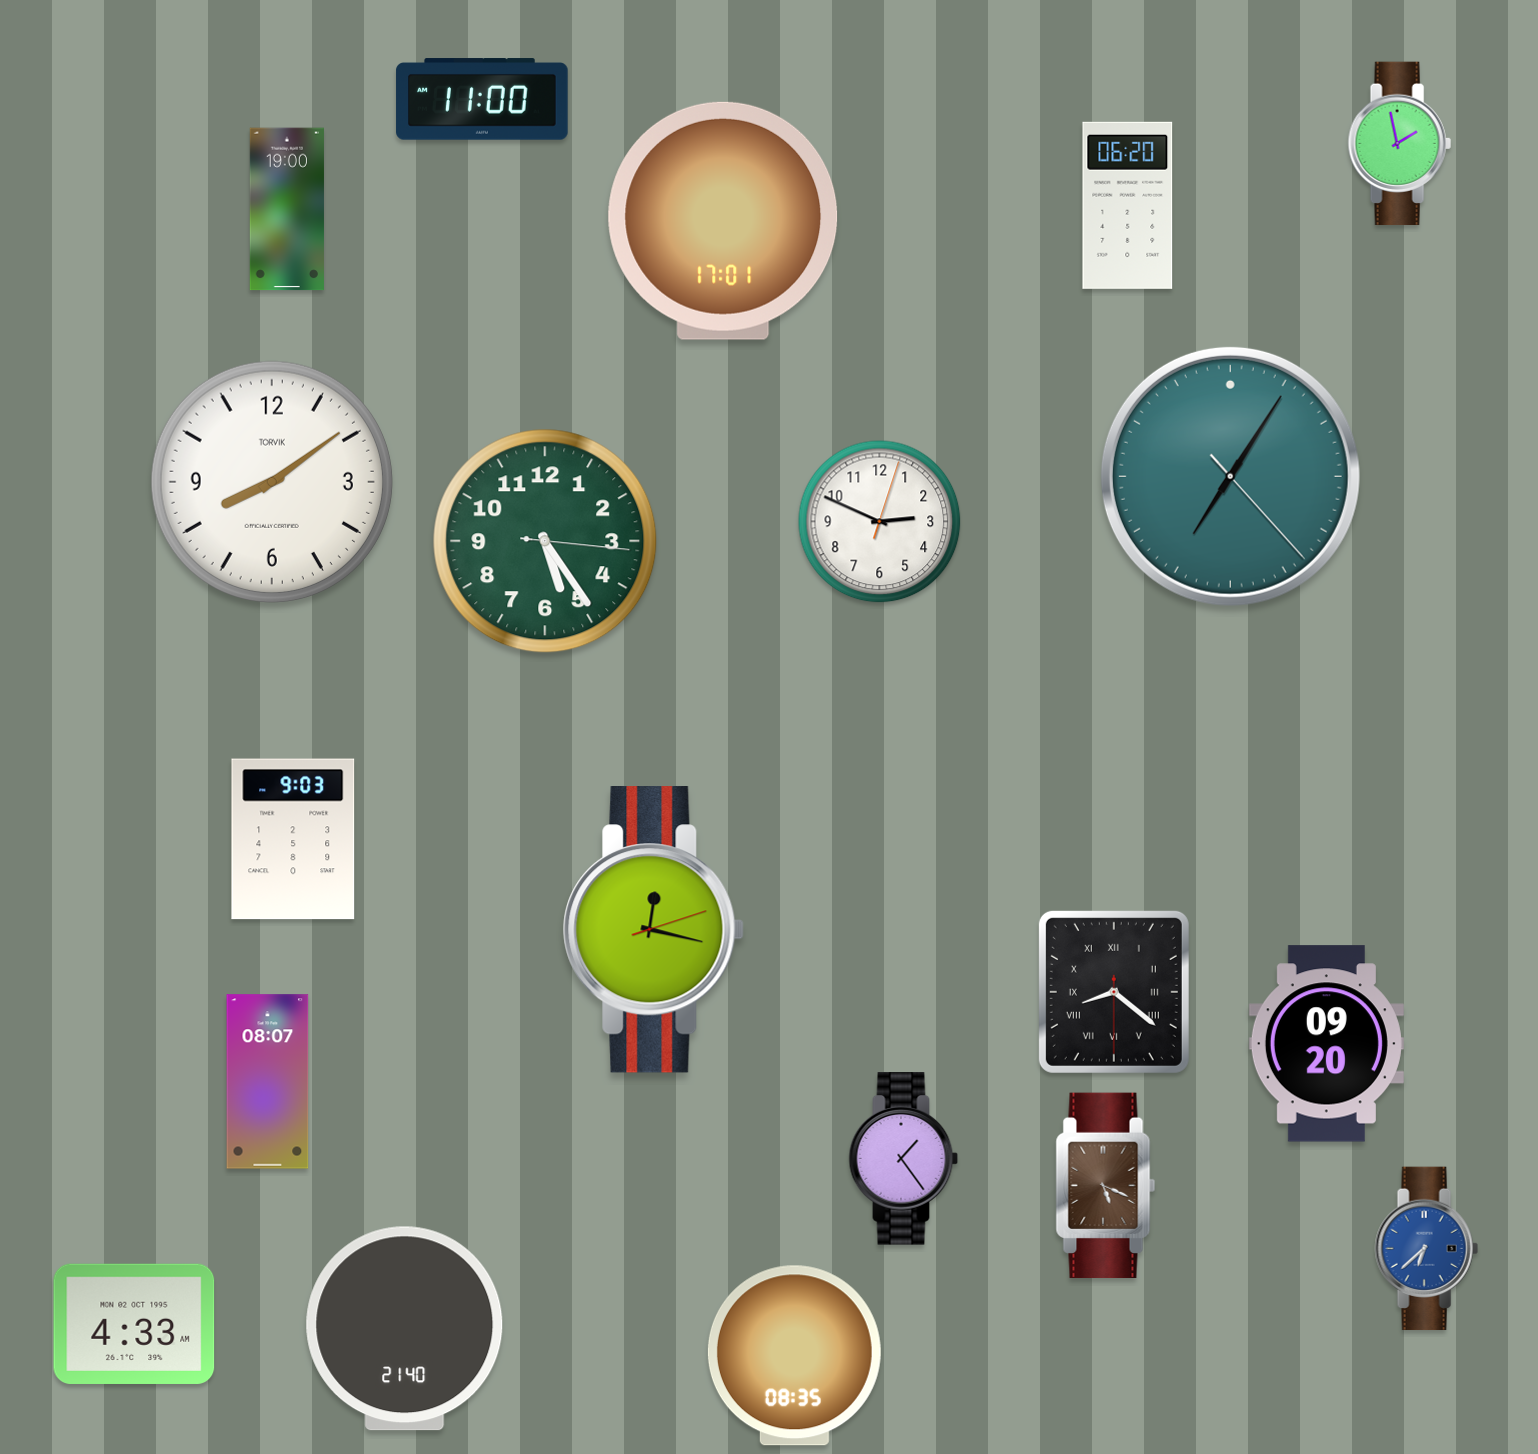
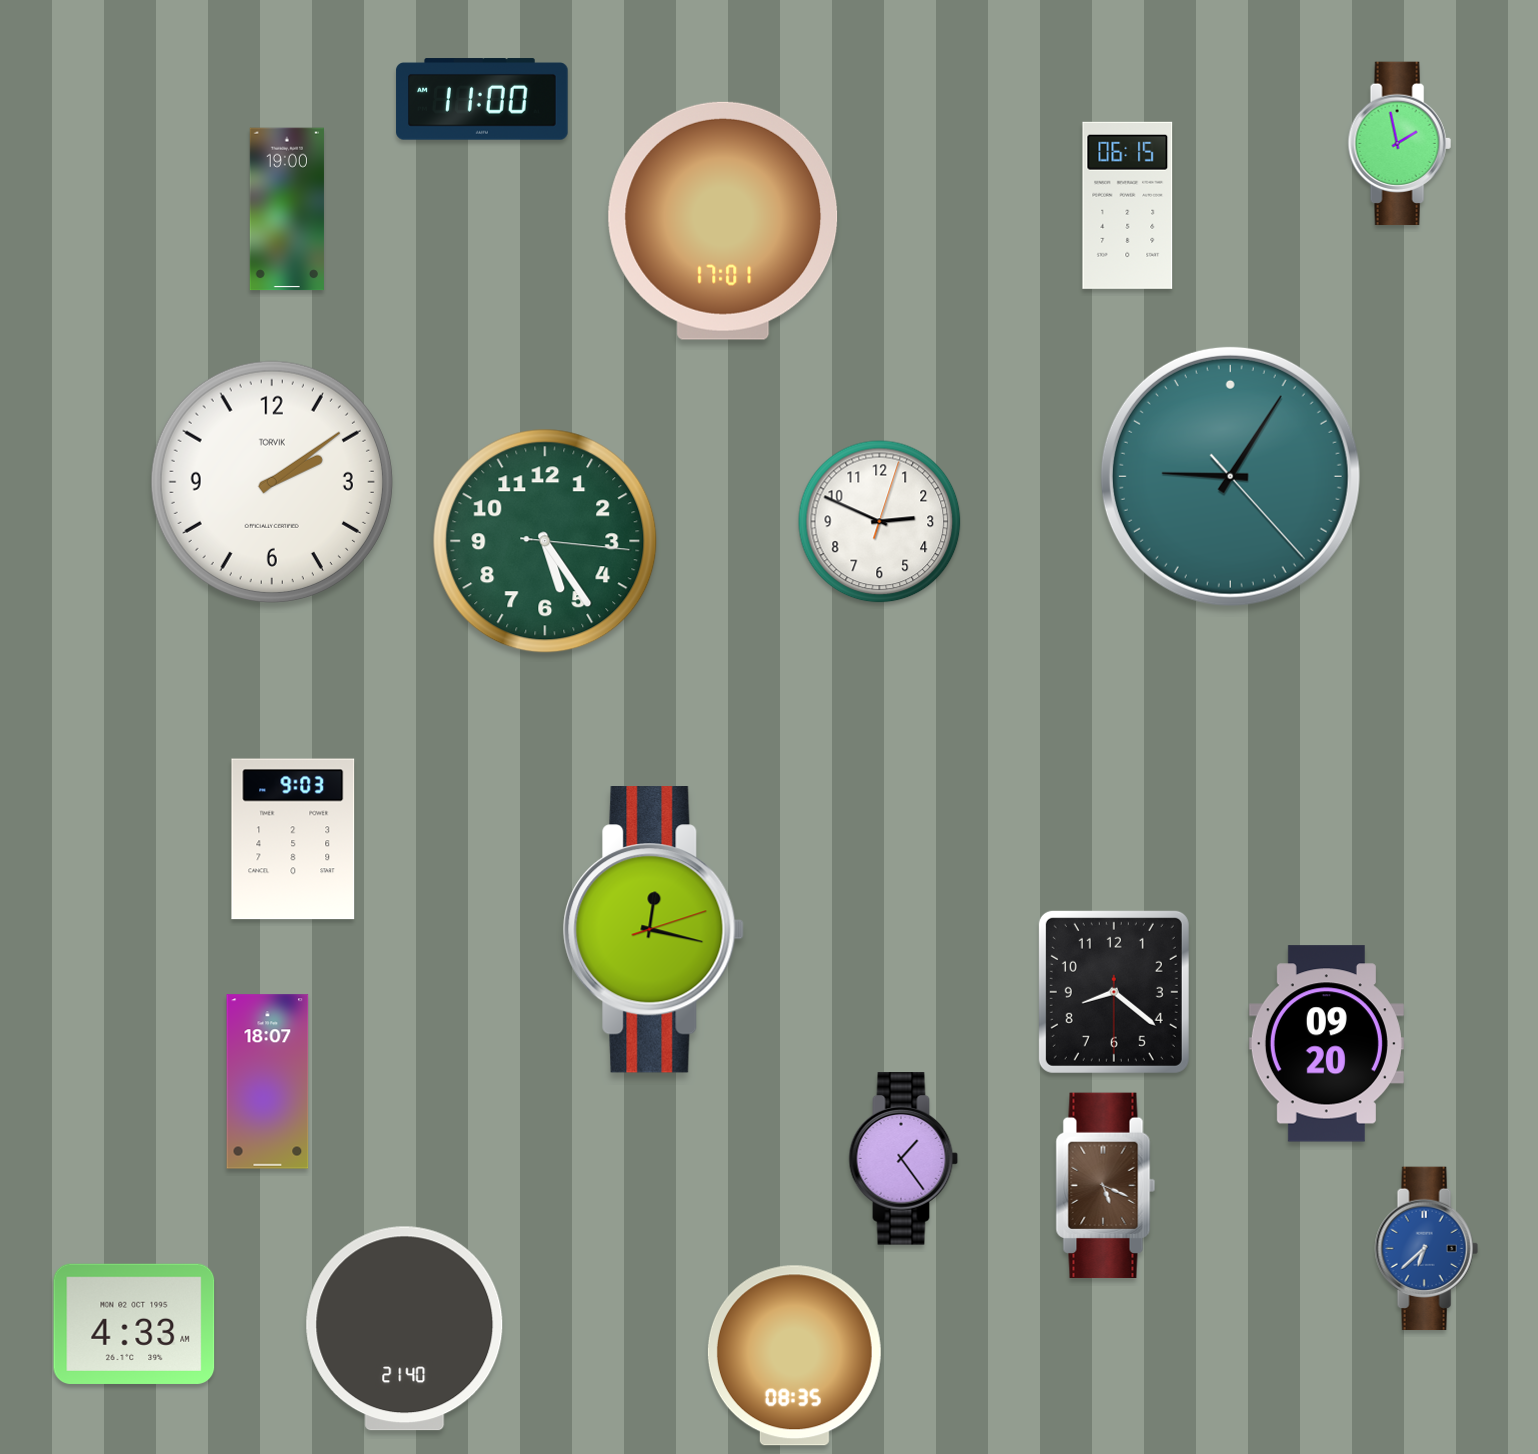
clock at (1128, 205): 06:20 -> 06:15
clock at (1230, 476): 7:05 -> 9:05
clock at (272, 482): 8:09 -> 2:09
clock at (1114, 992) numerals: Roman -> Arabic
clock at (268, 1082): 08:07 -> 18:07
